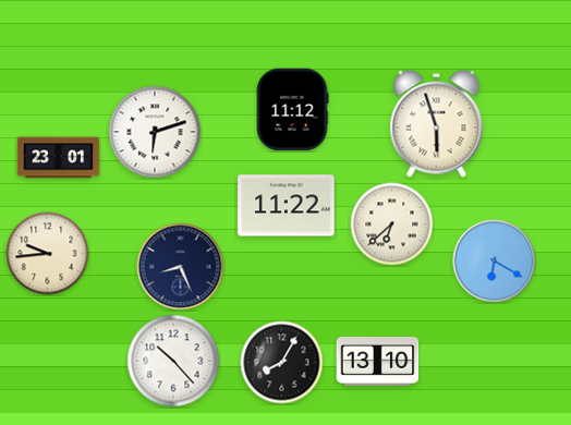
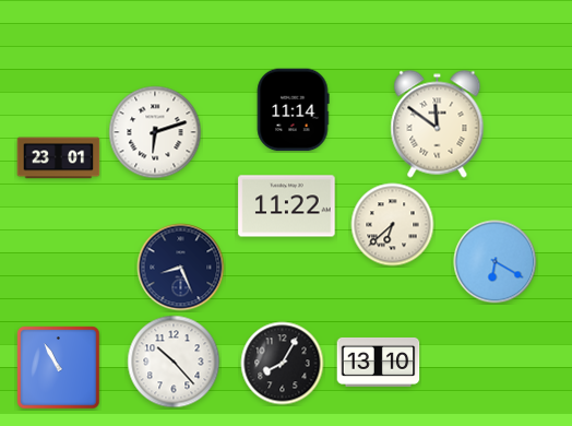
clock at (292, 110): 11:12 -> 11:14
clock at (437, 124): 5:57 -> 11:51
clock at (48, 254): 9:44 -> none
clock at (59, 368): none -> 10:55
